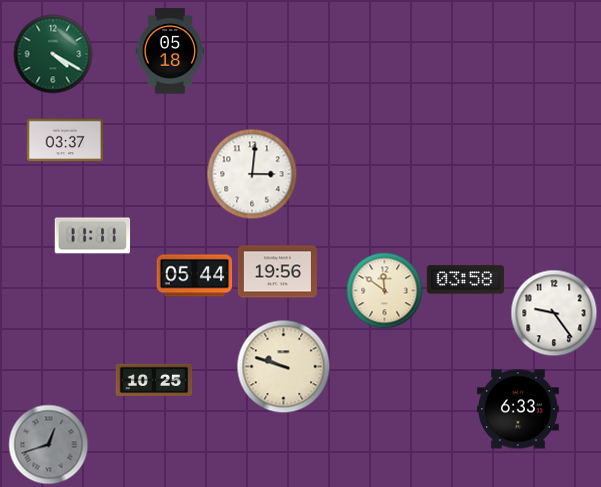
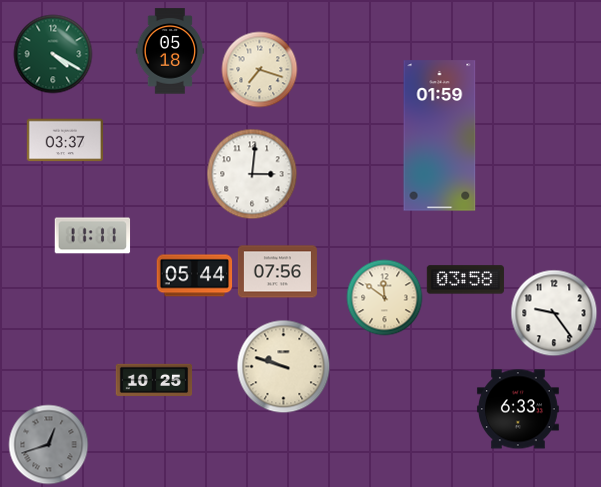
clock at (260, 70): none -> 7:18
clock at (440, 136): none -> 01:59
clock at (277, 272): 19:56 -> 07:56
clock at (385, 291) position: (385, 291) -> (385, 298)
